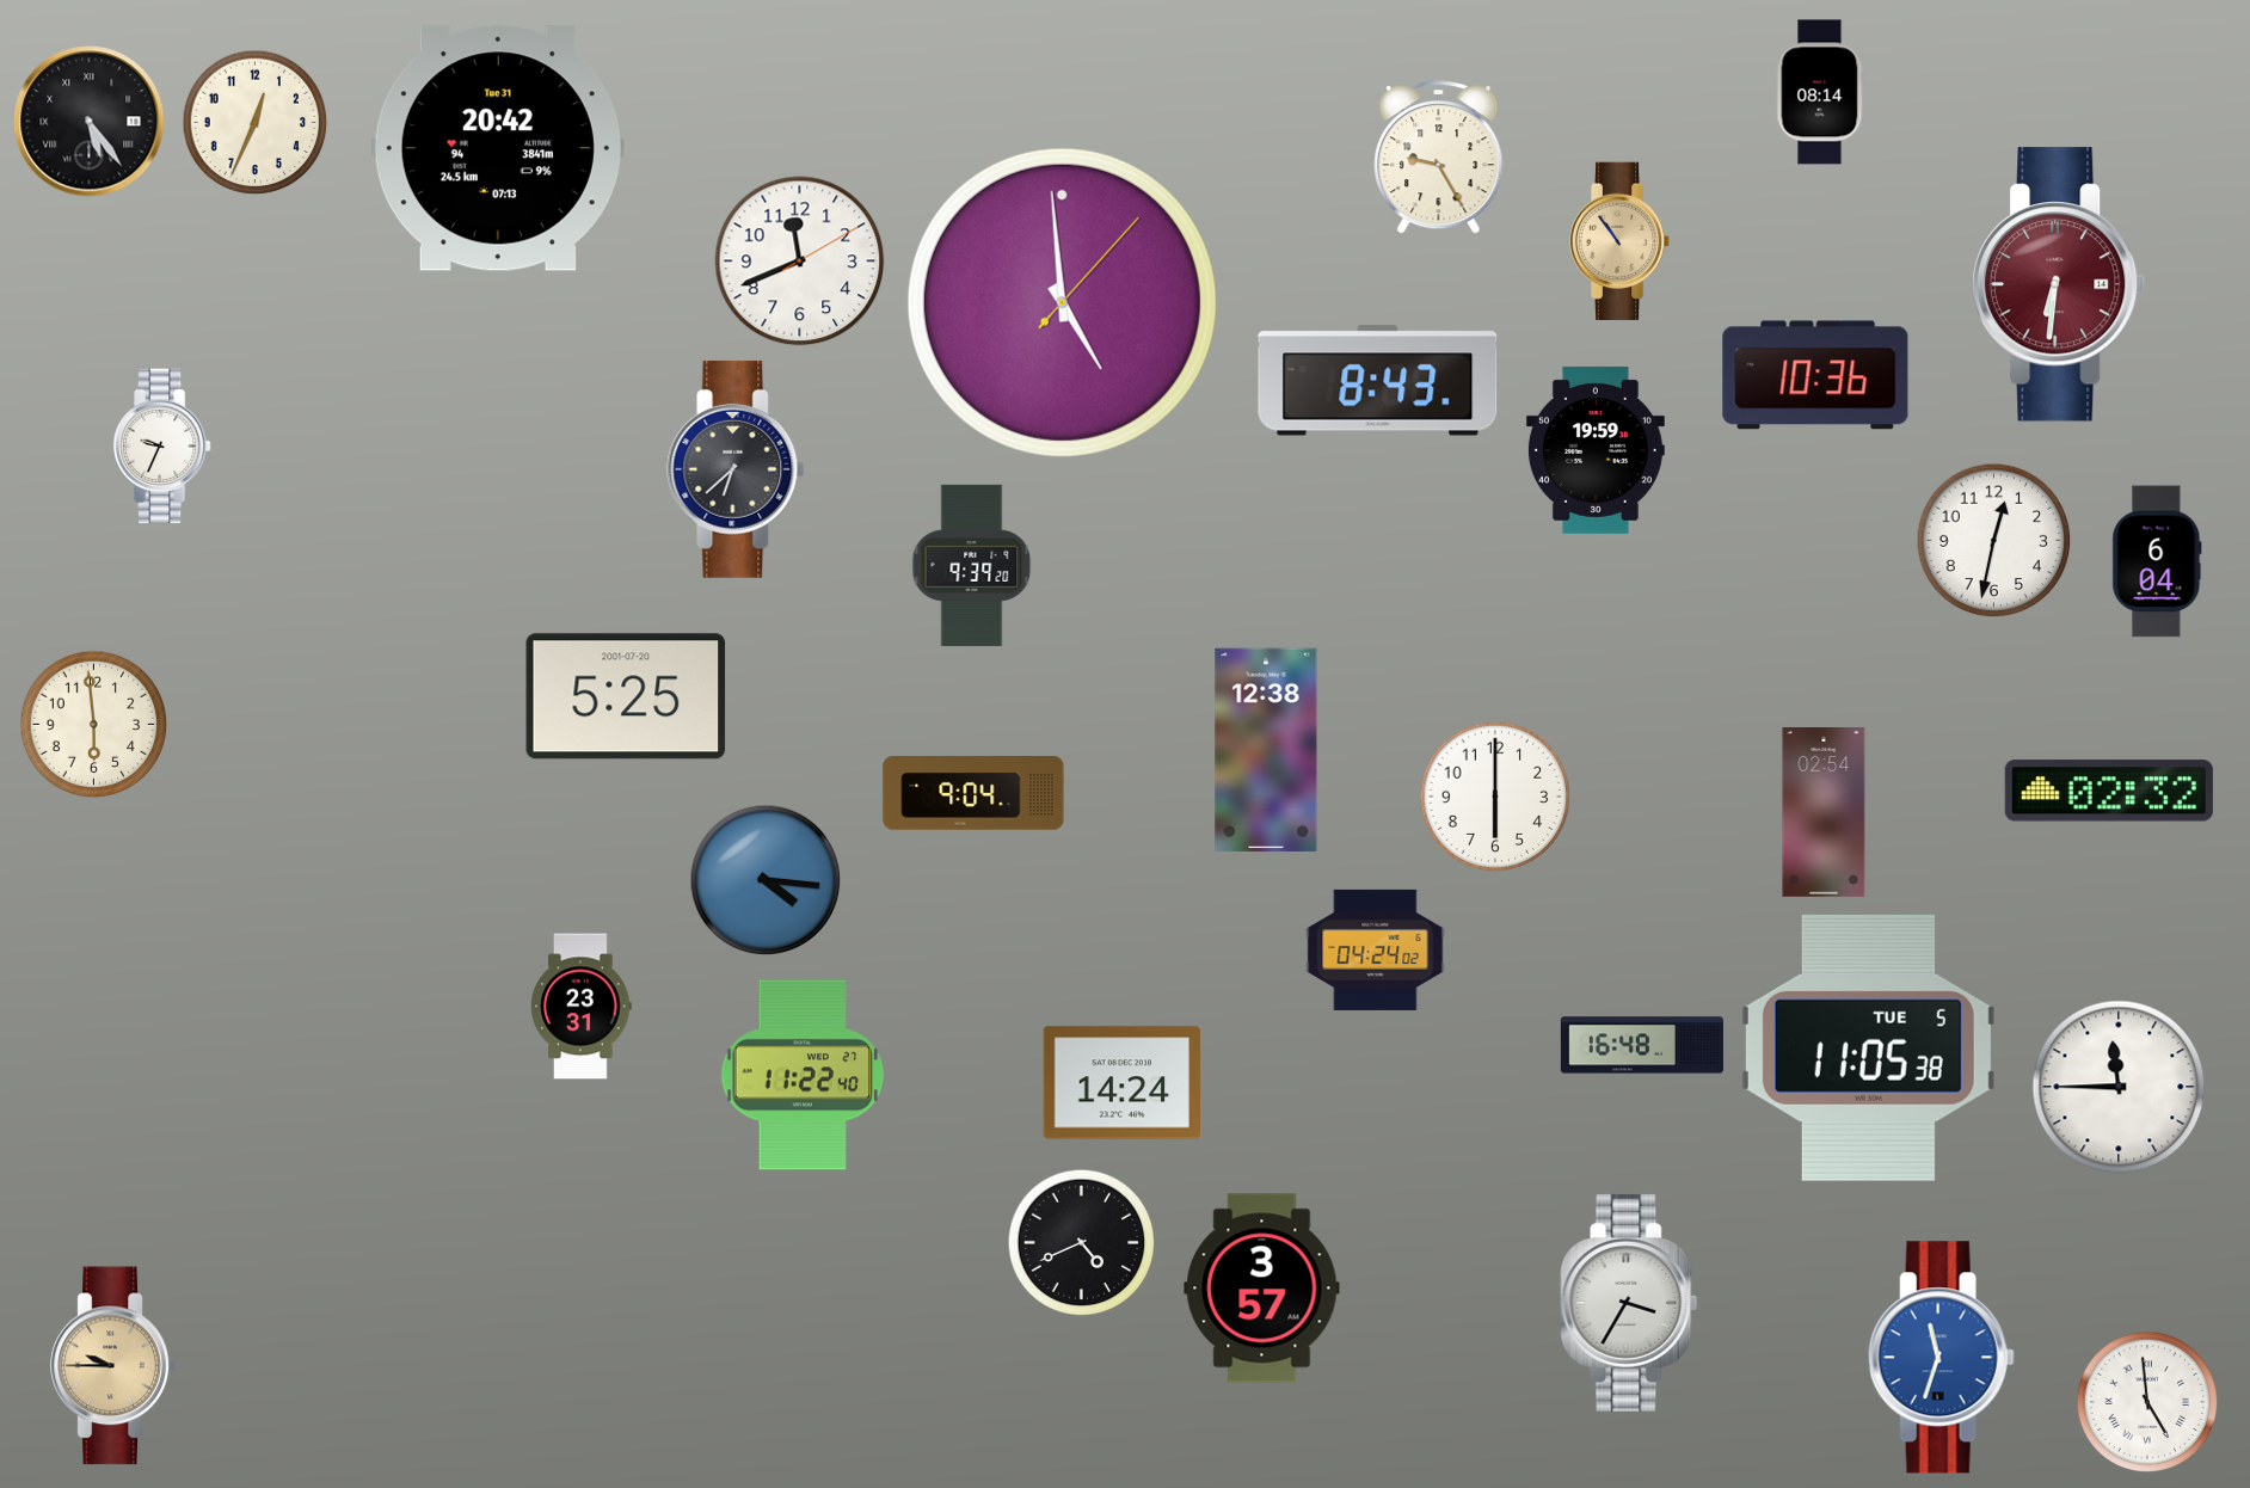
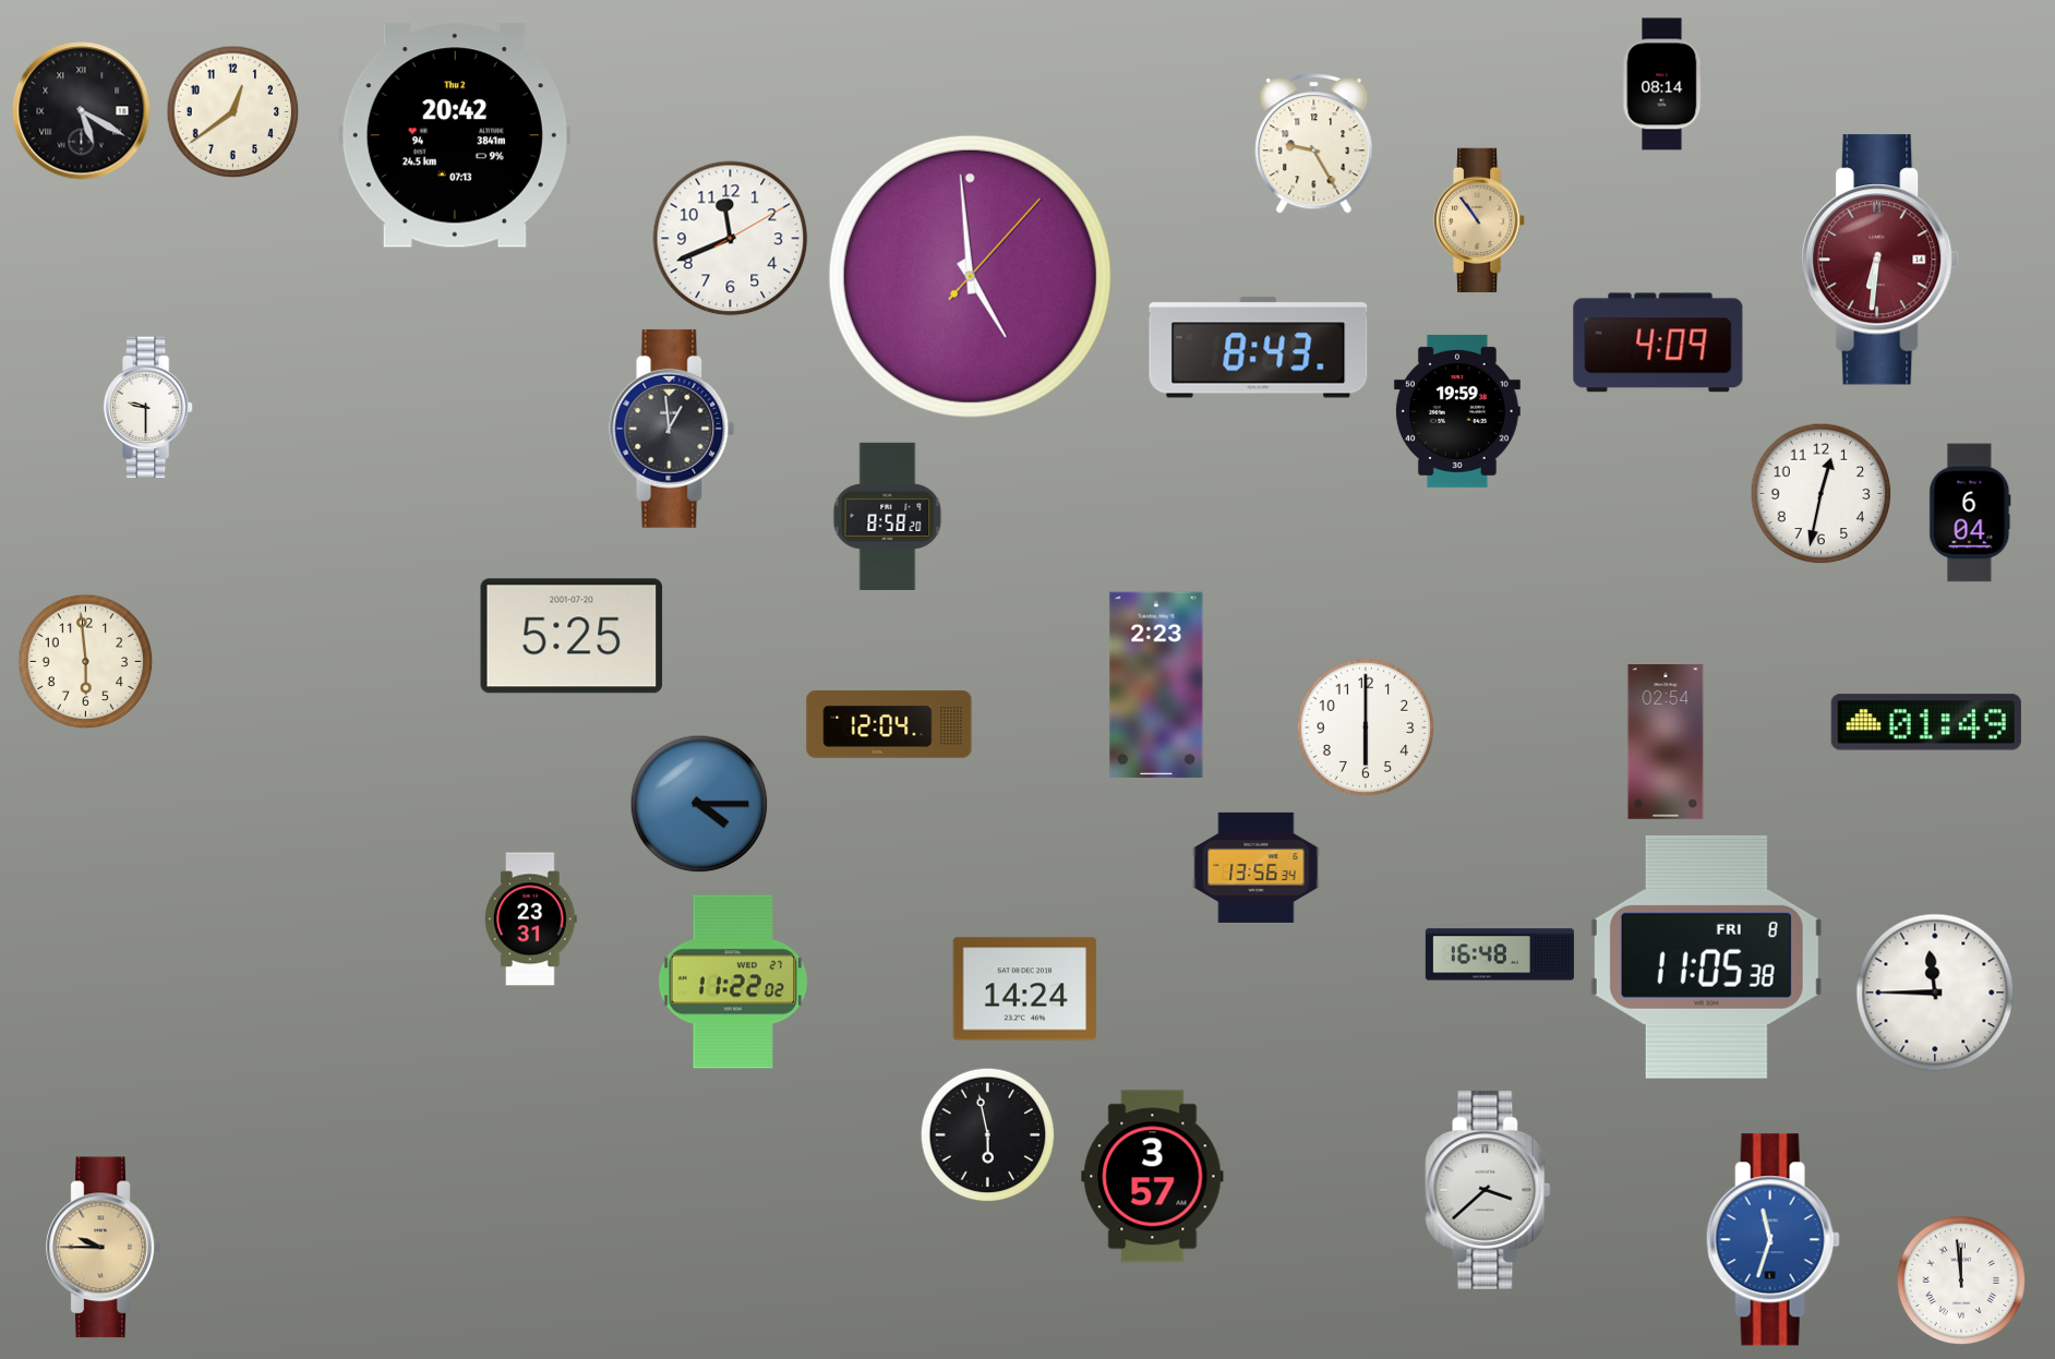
clock at (90, 122): 5:24 -> 5:20
clock at (256, 123): 12:34 -> 12:39
clock at (498, 148) date: Tue 31 -> Thu 2
clock at (1815, 375): 10:36 -> 4:09
clock at (161, 447): 9:34 -> 9:30
clock at (736, 469): 6:38 -> 12:59
clock at (972, 565): 9:39 -> 8:58
clock at (1266, 750): 12:38 -> 2:23
clock at (2109, 791): 02:32 -> 01:49
clock at (973, 793): 9:04 -> 12:04
clock at (766, 880): 4:16 -> 4:15
clock at (1376, 949): 04:24 -> 13:56
clock at (1868, 1047) date: TUE 5 -> FRI 8
clock at (803, 1075): 11:22:40 -> 11:22:02
clock at (1082, 1243): 4:41 -> 5:58
clock at (1629, 1303): 3:35 -> 3:38
clock at (2147, 1402): 4:59 -> 11:59
